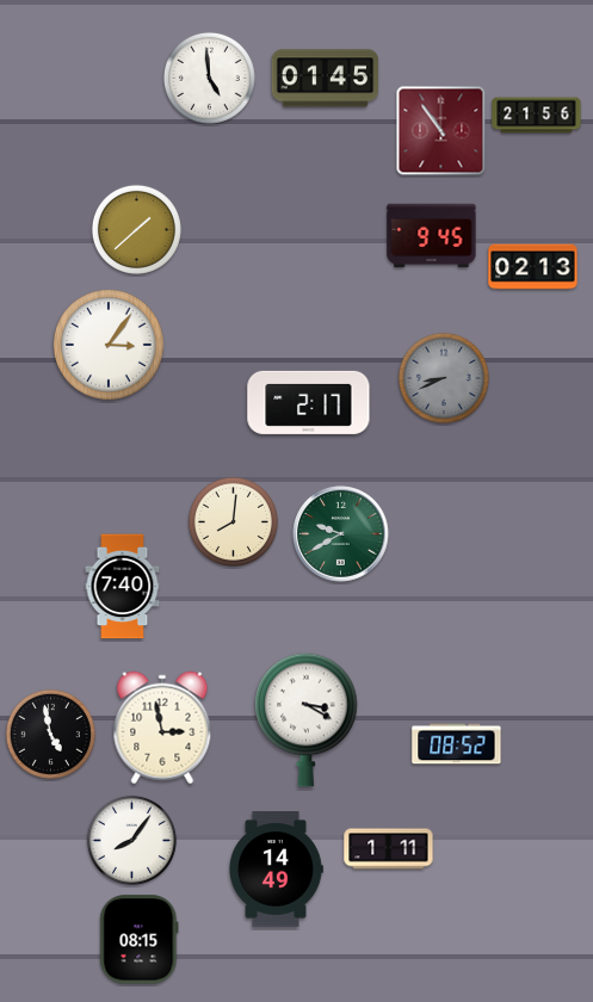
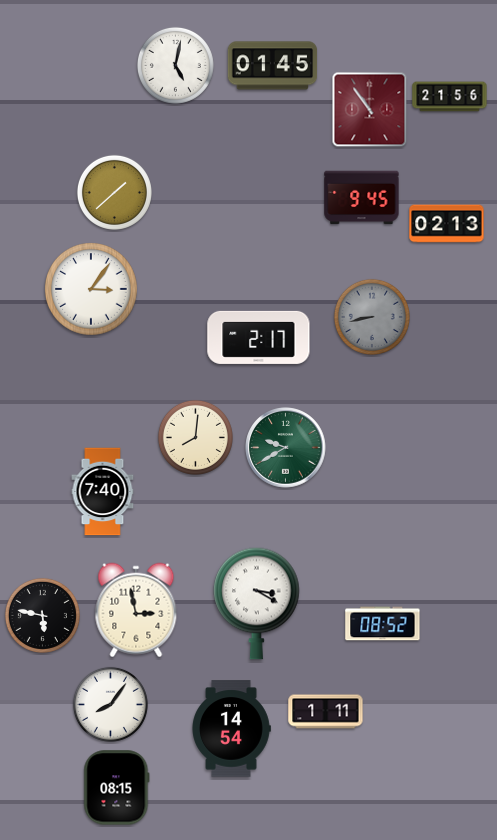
clock at (209, 78): 4:59 -> 5:02
clock at (444, 378): 8:41 -> 8:43
clock at (50, 734): 4:58 -> 5:47
clock at (276, 870): 14:49 -> 14:54
